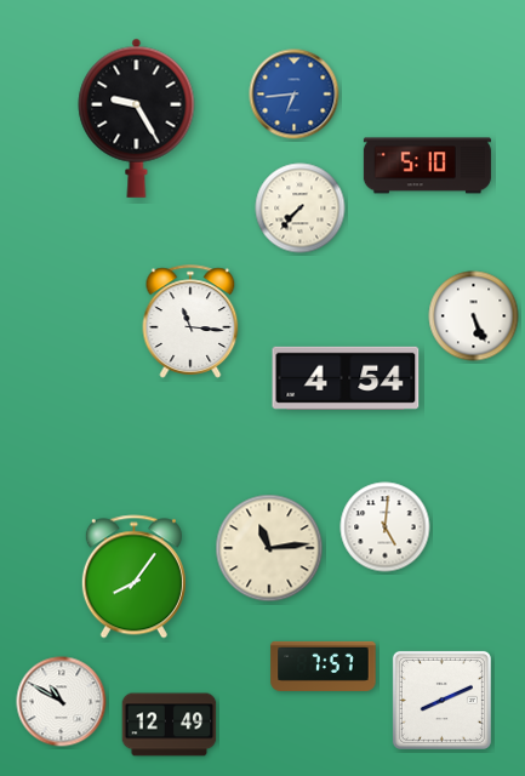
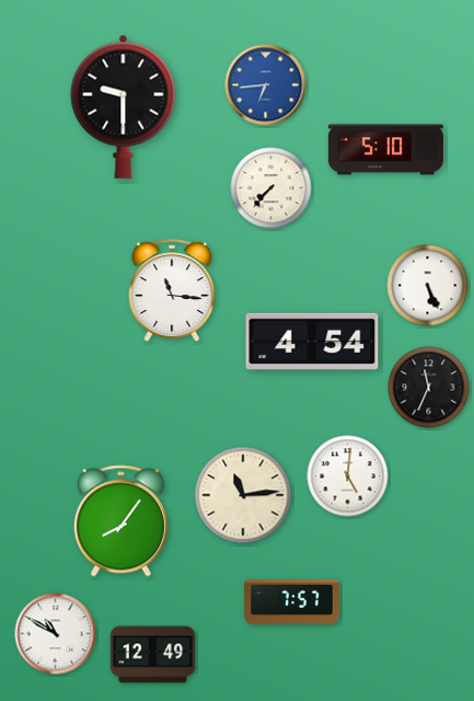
clock at (137, 118): 9:25 -> 9:30
clock at (429, 388): none -> 11:34
clock at (441, 700): 8:11 -> none
